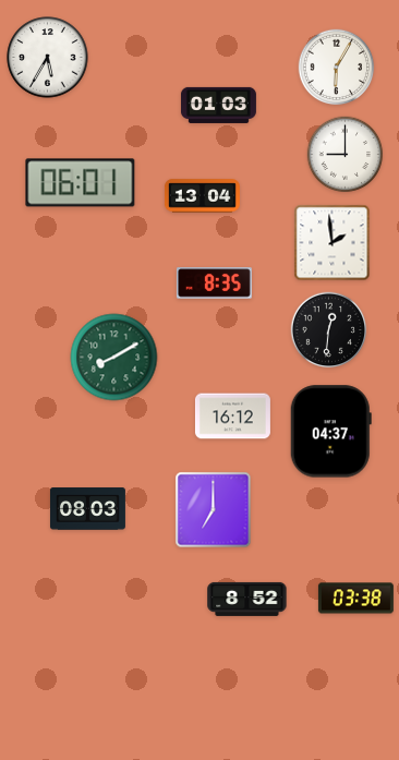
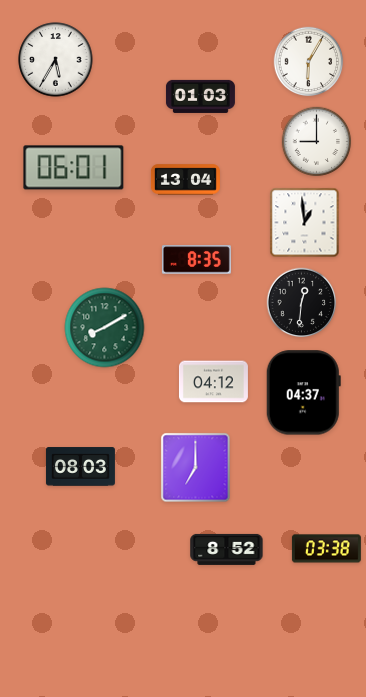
clock at (48, 58) position: (48, 58) -> (56, 60)
clock at (332, 243): 1:59 -> 12:59
clock at (232, 417): 16:12 -> 04:12
clock at (330, 432) position: (330, 432) -> (303, 393)
